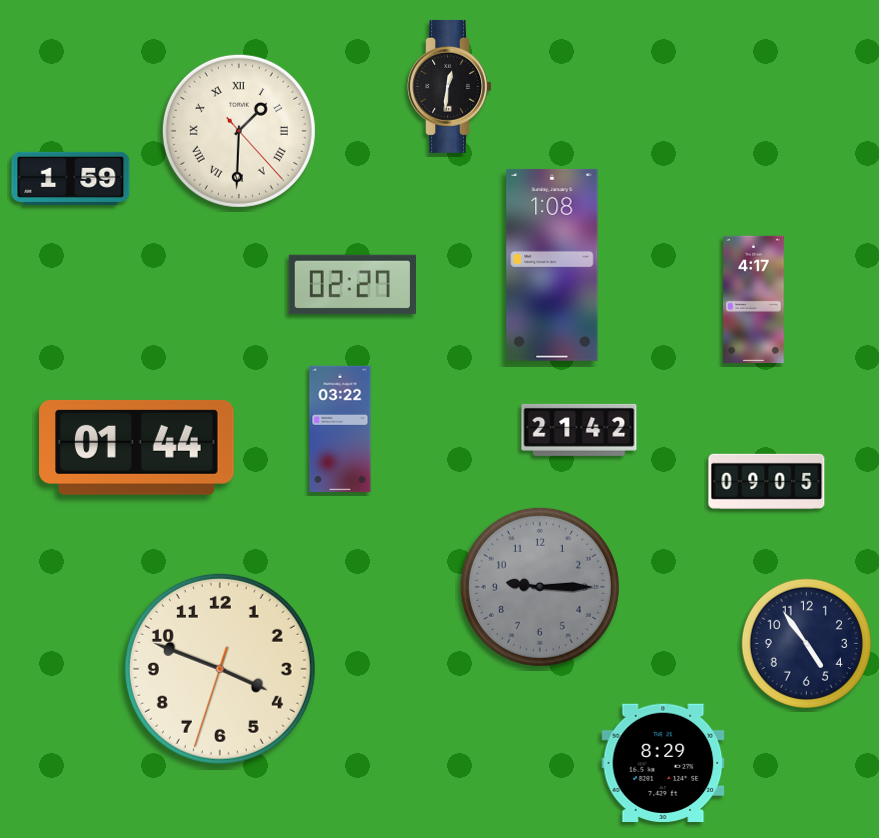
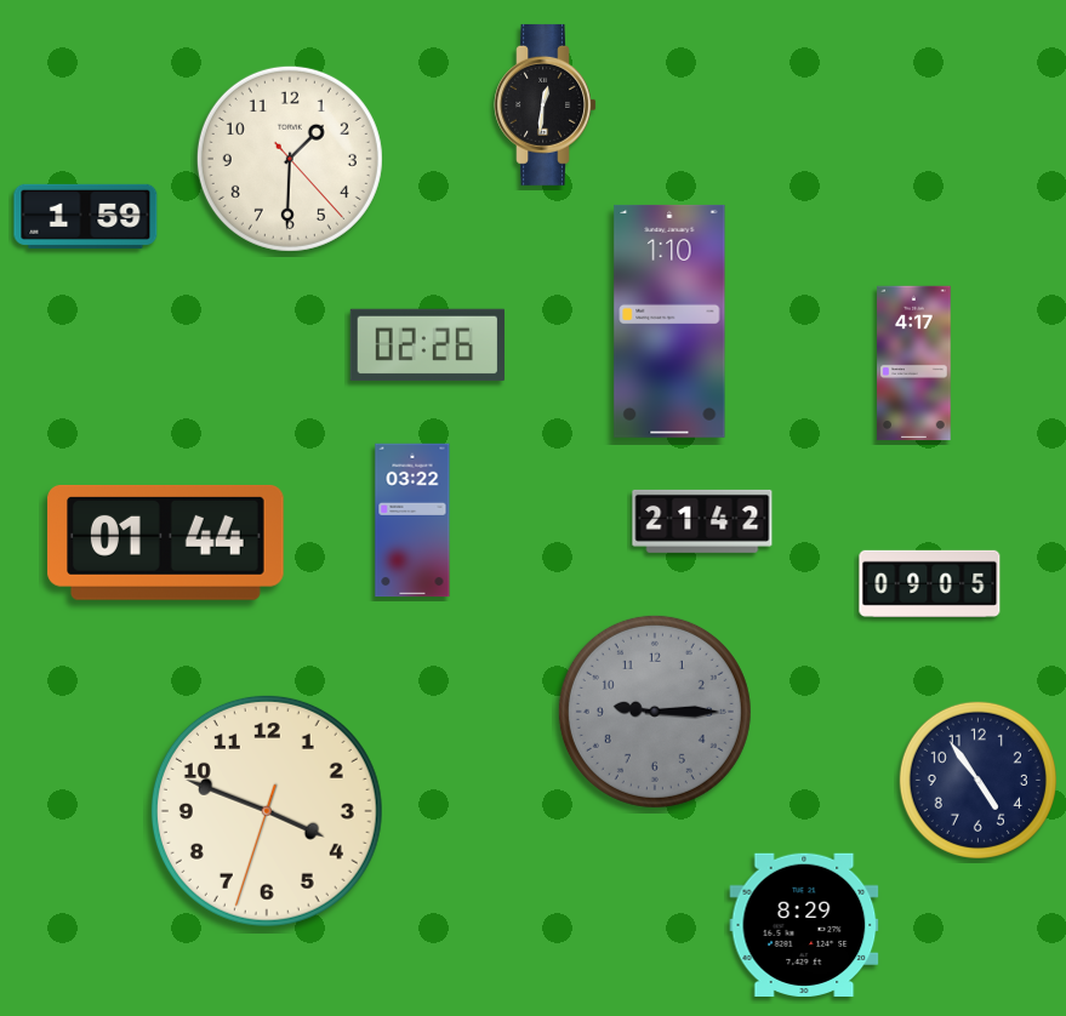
clock at (239, 131) numerals: Roman -> Arabic
clock at (552, 265): 1:08 -> 1:10
clock at (352, 285): 02:27 -> 02:26
